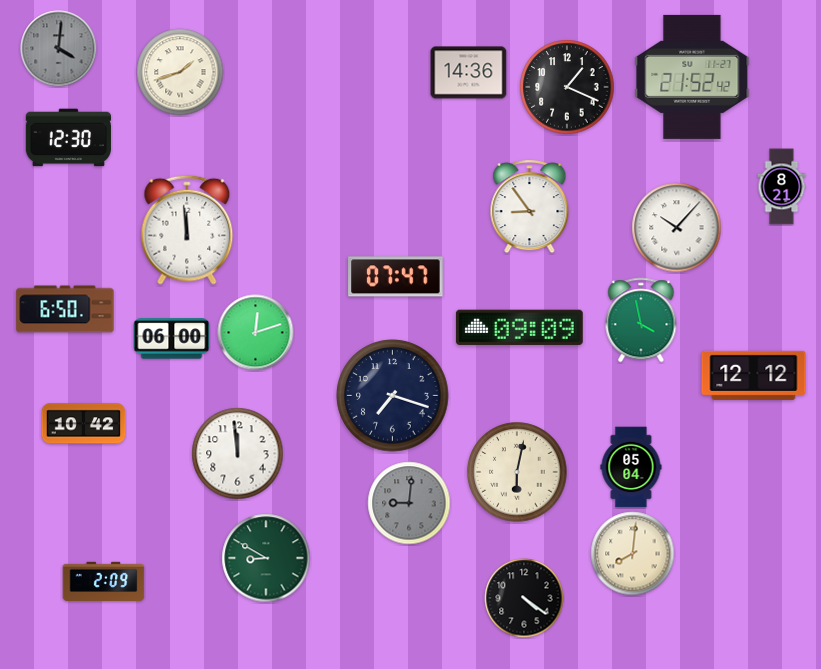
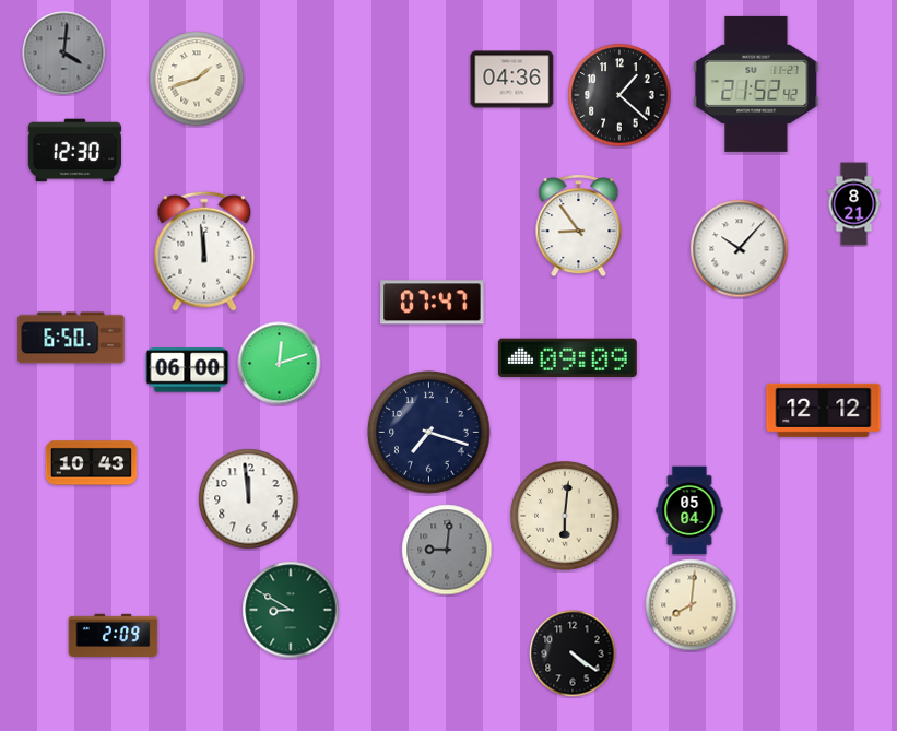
clock at (469, 73): 14:36 -> 04:36
clock at (567, 87): 1:19 -> 1:22
clock at (641, 320): 3:58 -> none
clock at (84, 424): 10:42 -> 10:43
clock at (238, 454) position: (238, 454) -> (249, 499)
clock at (517, 472): 6:02 -> 6:01
